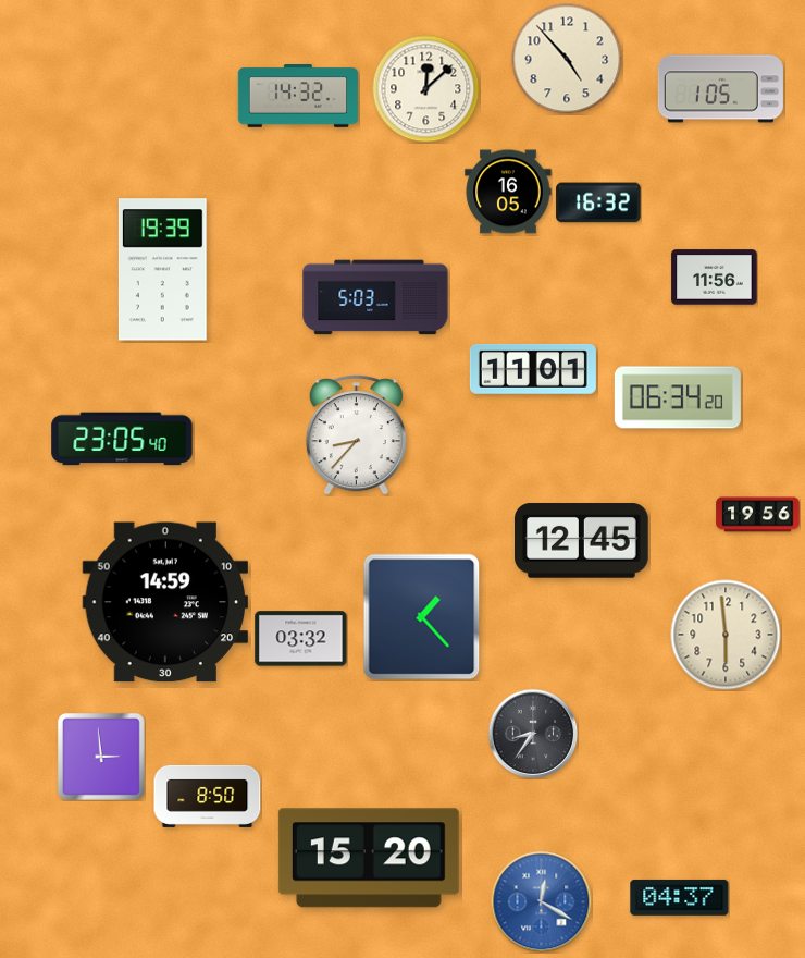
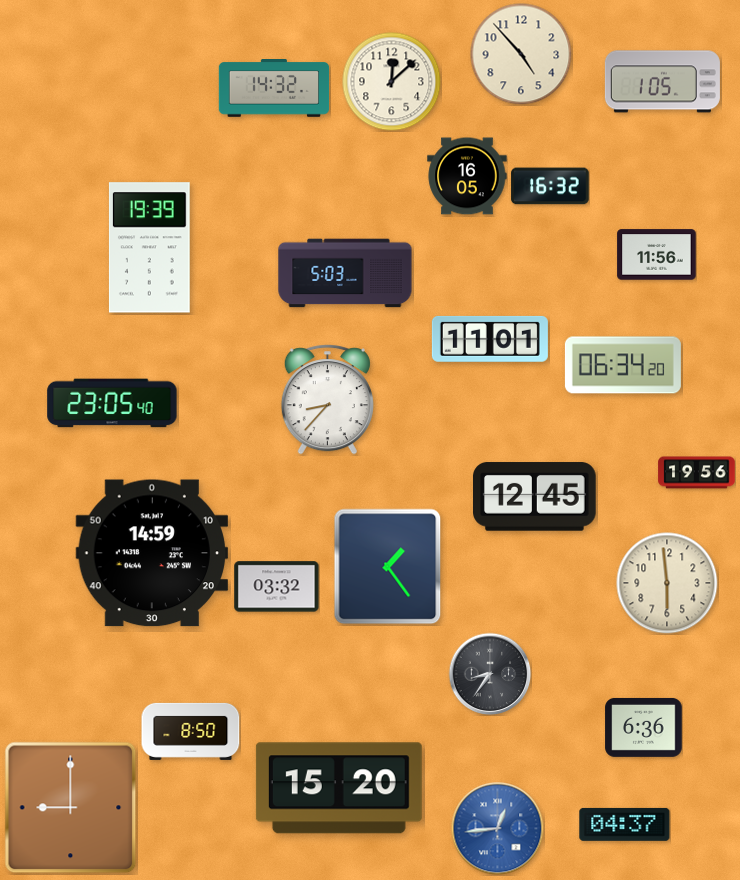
clock at (422, 617): 1:23 -> 1:24
clock at (102, 758): 2:59 -> none
clock at (644, 727): none -> 6:36
clock at (71, 808): none -> 9:00
clock at (541, 901): 12:20 -> 12:44
